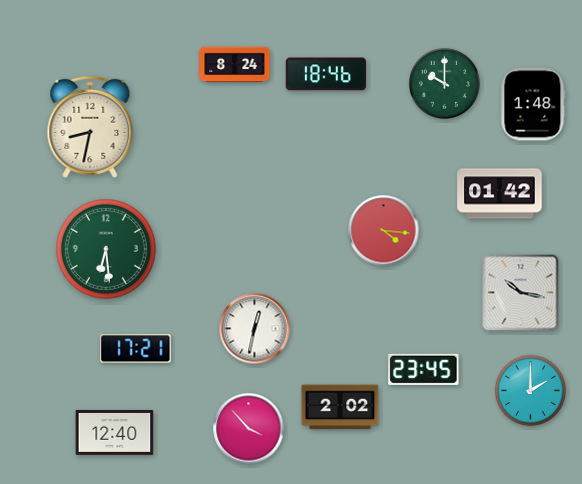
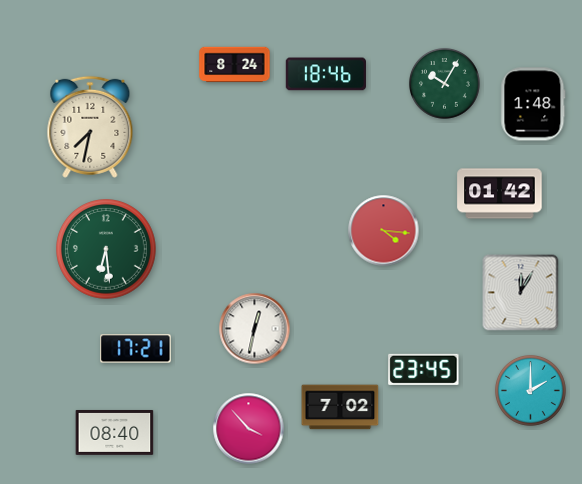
clock at (445, 84): 10:00 -> 10:05
clock at (90, 127): 8:32 -> 7:32
clock at (521, 293): 10:17 -> 12:05
clock at (340, 407): 2:02 -> 7:02
clock at (115, 432): 12:40 -> 08:40
